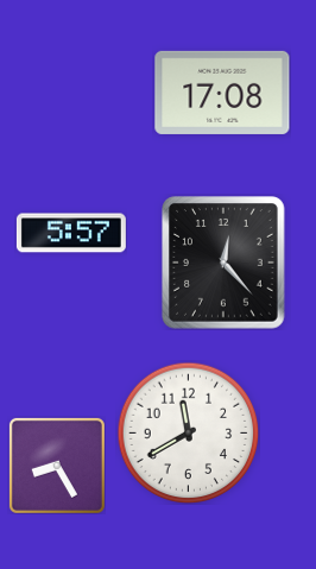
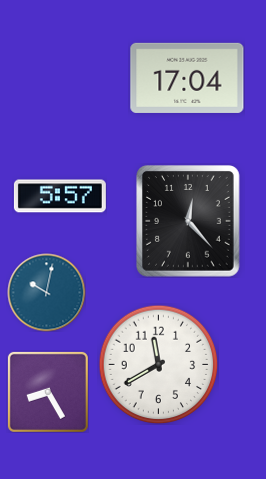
clock at (222, 93): 17:08 -> 17:04
clock at (46, 292): none -> 10:02
